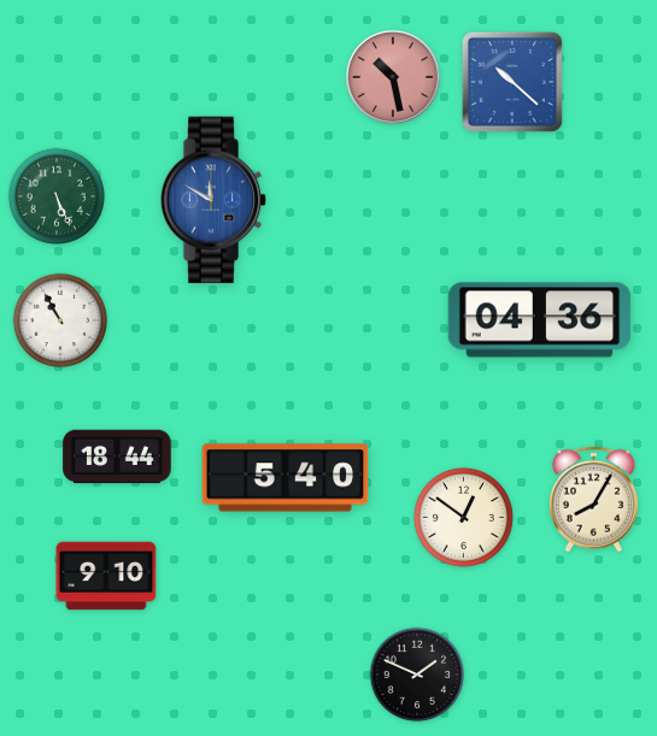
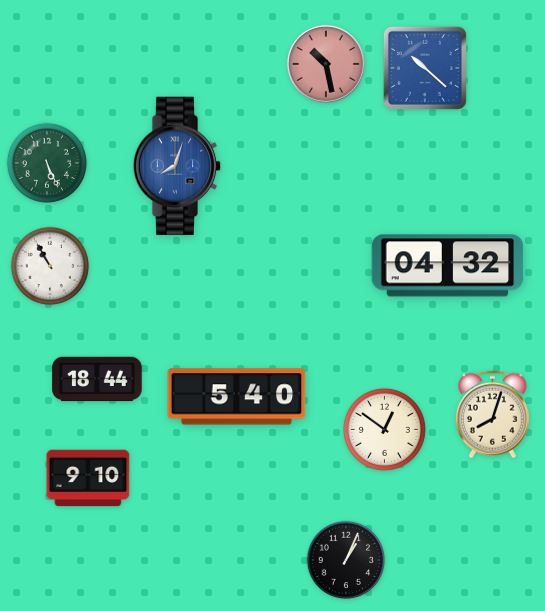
clock at (213, 200): 11:50 -> 8:03
clock at (540, 320): 04:36 -> 04:32
clock at (593, 500): 8:05 -> 8:03
clock at (417, 675): 1:49 -> 1:04
